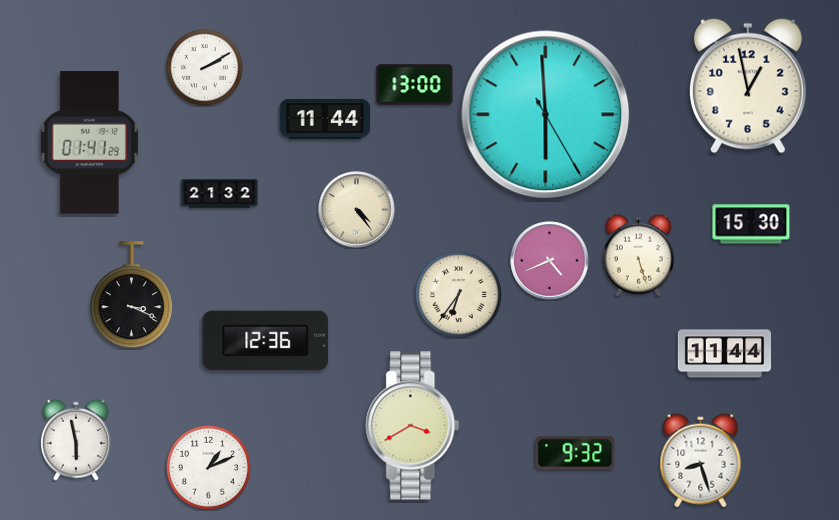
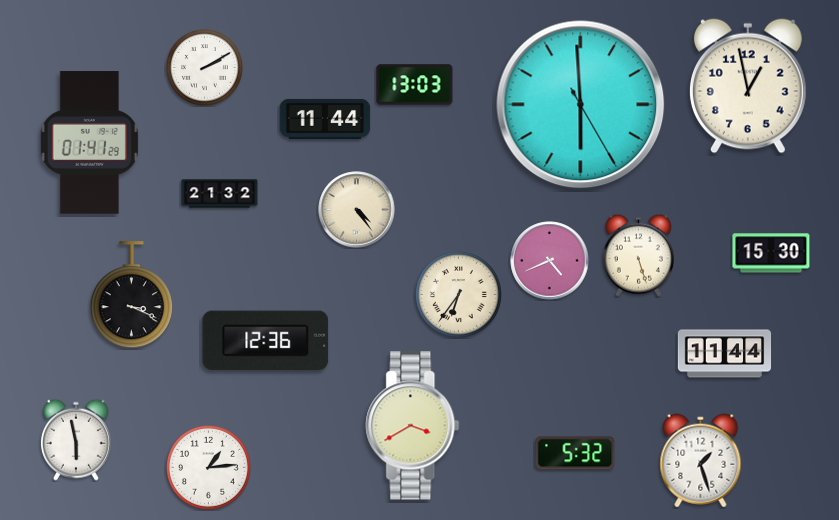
clock at (415, 85): 13:00 -> 13:03
clock at (546, 115) position: (546, 115) -> (581, 105)
clock at (751, 224) position: (751, 224) -> (771, 253)
clock at (575, 453): 9:32 -> 5:32
clock at (701, 461): 8:27 -> 1:27
clock at (208, 467): 1:11 -> 1:14
